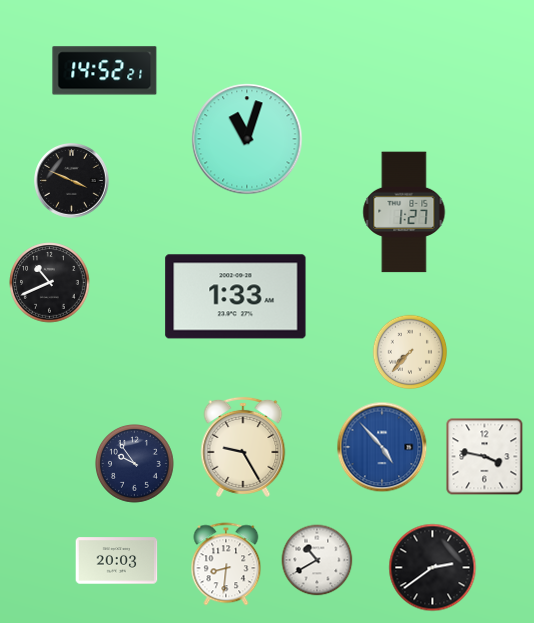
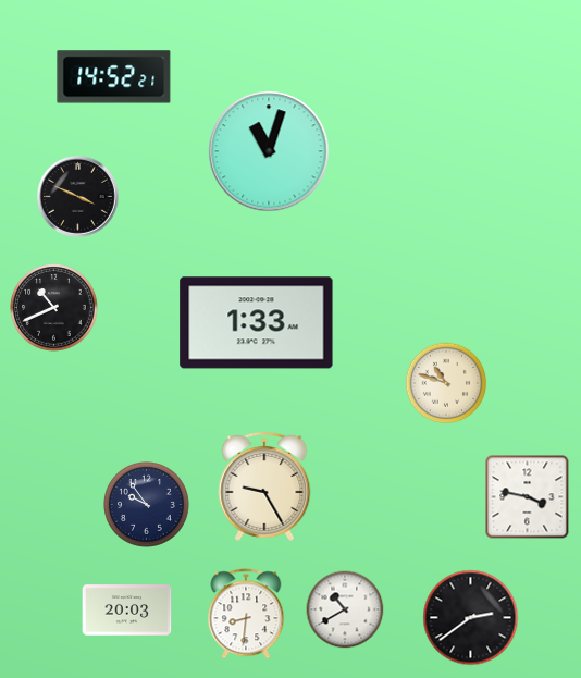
clock at (404, 212): 1:27 -> none
clock at (410, 352): 7:37 -> 10:48
clock at (382, 447): 4:53 -> none
